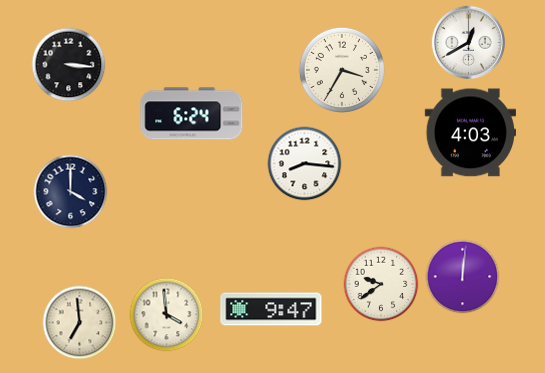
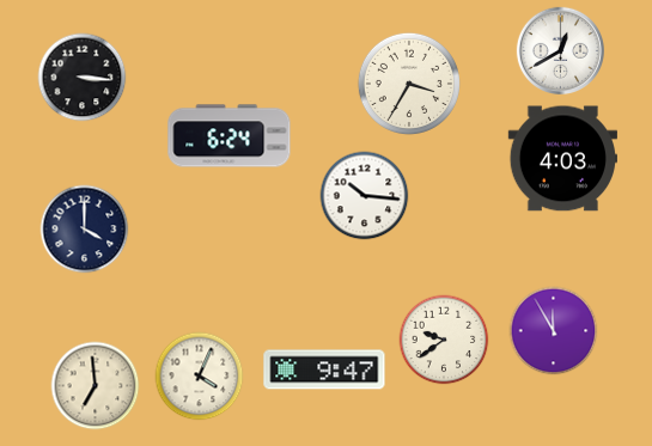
clock at (305, 164): 8:16 -> 10:16
clock at (463, 277): 12:01 -> 11:55
clock at (381, 284) position: (381, 284) -> (444, 340)
clock at (167, 315): 3:59 -> 4:04
